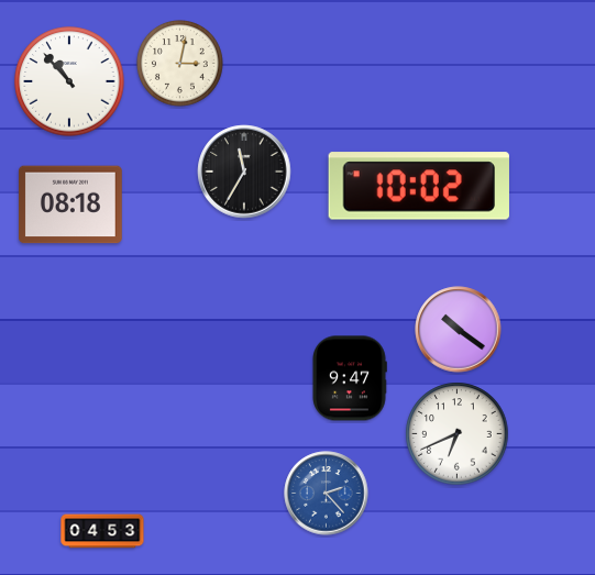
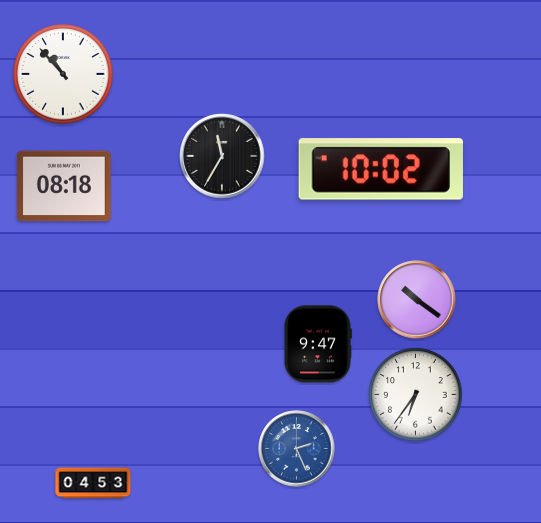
clock at (180, 64): 3:02 -> none
clock at (458, 434): 6:41 -> 6:36
clock at (327, 494): 2:23 -> 2:26
